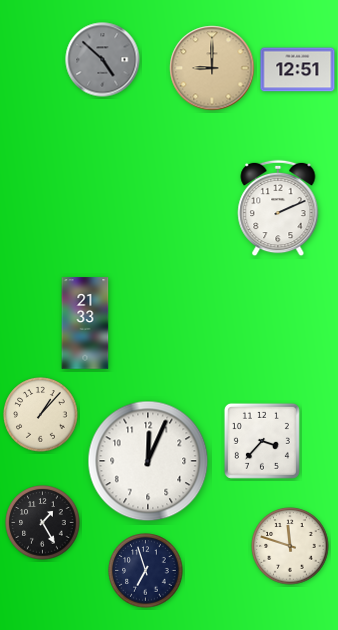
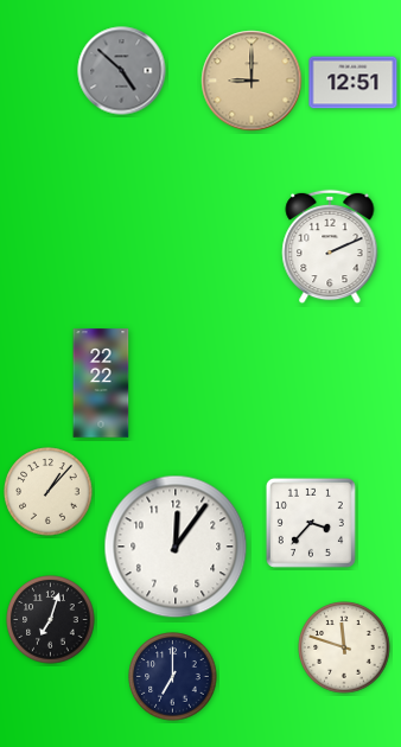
clock at (85, 323): 21:33 -> 22:22
clock at (148, 461): 12:04 -> 12:06
clock at (43, 523): 1:25 -> 7:03
clock at (146, 571): 6:57 -> 7:00
